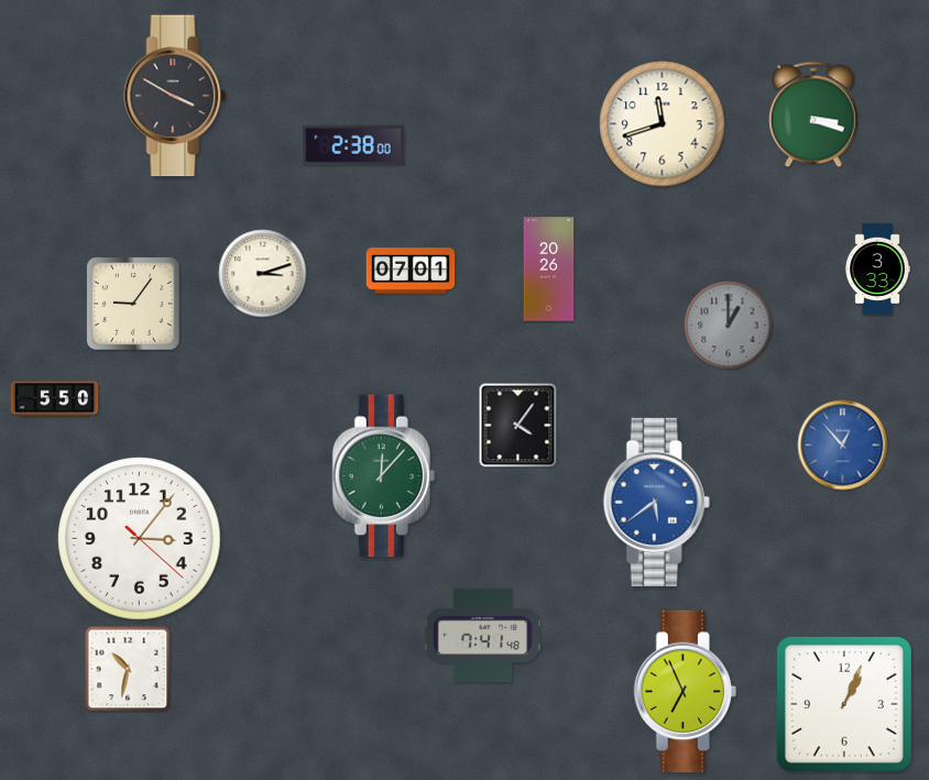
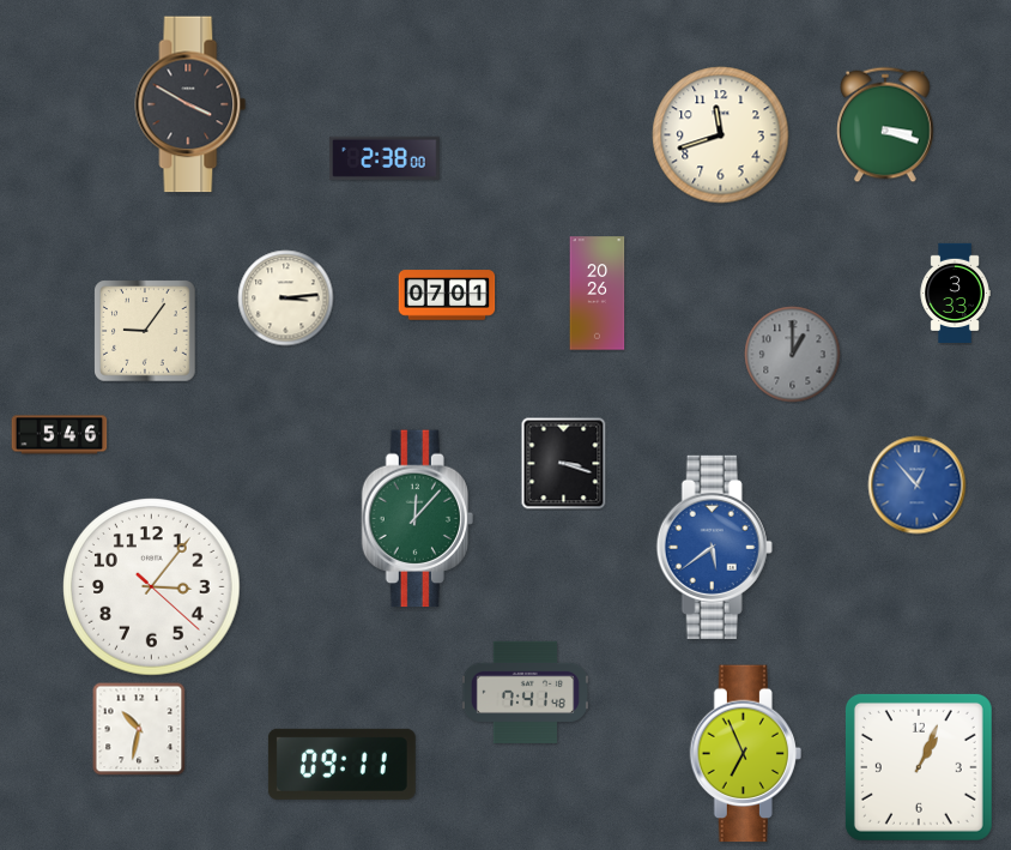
clock at (263, 274): 3:12 -> 3:14
clock at (55, 399): 5:50 -> 5:46
clock at (518, 426): 4:06 -> 3:18
clock at (341, 764): none -> 09:11
